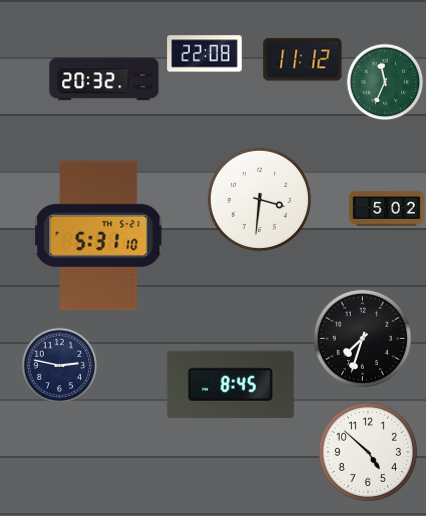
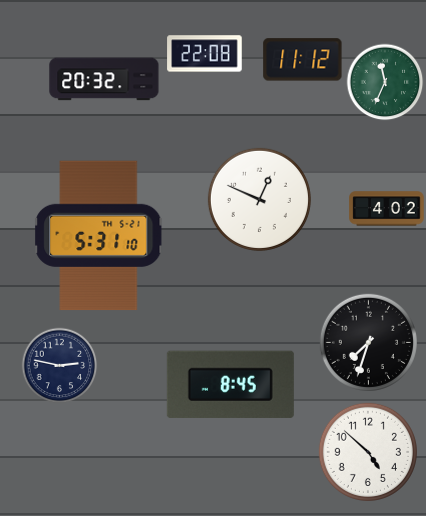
clock at (259, 199): 3:31 -> 12:49
clock at (387, 209): 5:02 -> 4:02
clock at (362, 338) position: (362, 338) -> (368, 342)
